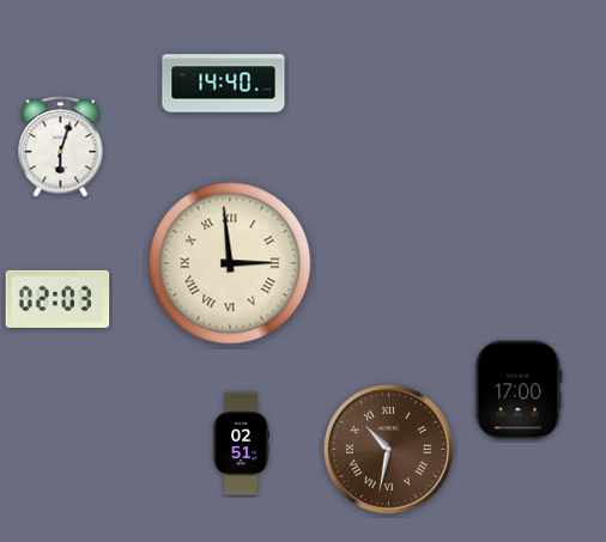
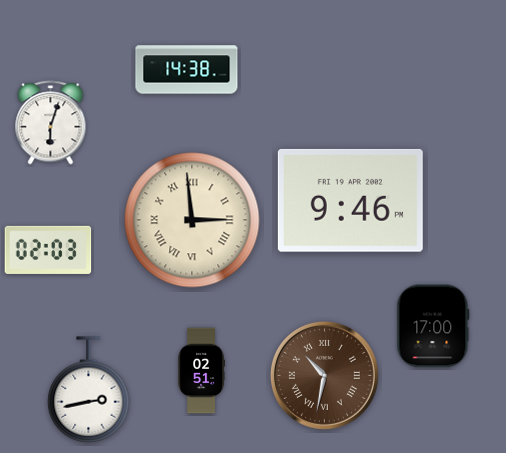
clock at (224, 84): 14:40 -> 14:38
clock at (350, 200): none -> 9:46
clock at (89, 390): none -> 2:43
